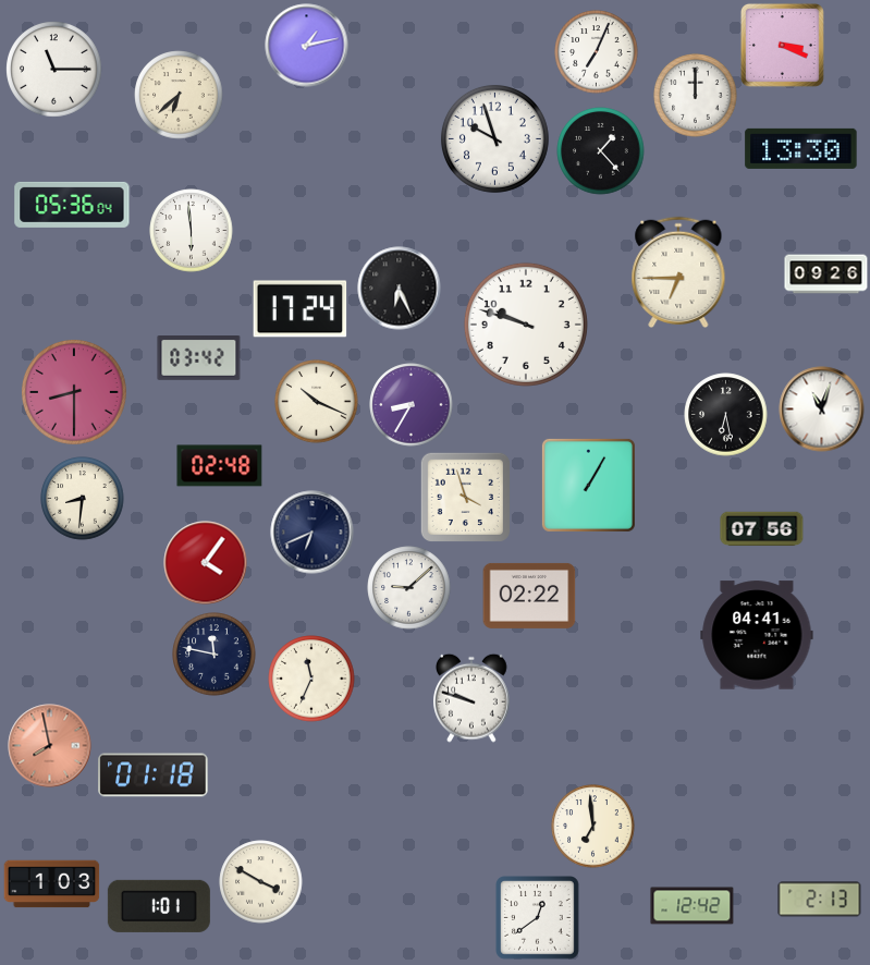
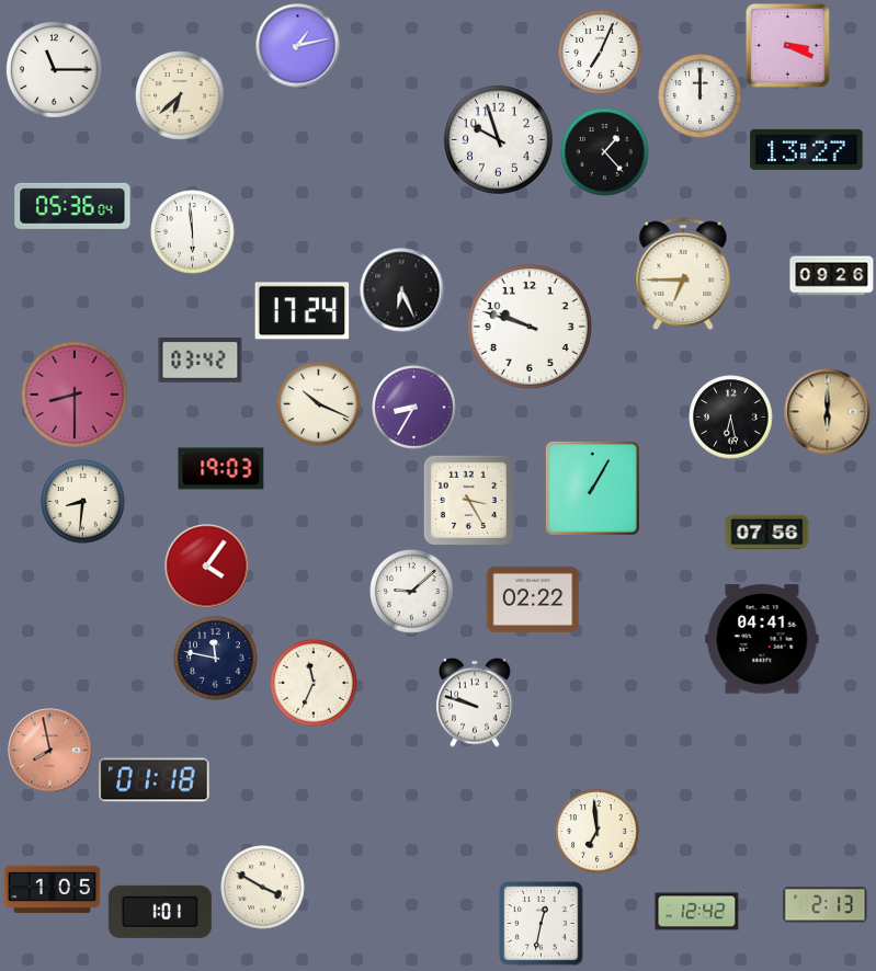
clock at (307, 46) position: (307, 46) -> (298, 46)
clock at (801, 148): 13:30 -> 13:27
clock at (822, 410): 11:03 -> 6:00
clock at (822, 410) dial: white -> champagne
clock at (220, 466): 02:48 -> 19:03
clock at (465, 497): 3:57 -> 3:25
clock at (313, 533): 6:41 -> none
clock at (52, 884): 1:03 -> 1:05
clock at (538, 918): 12:39 -> 12:32
